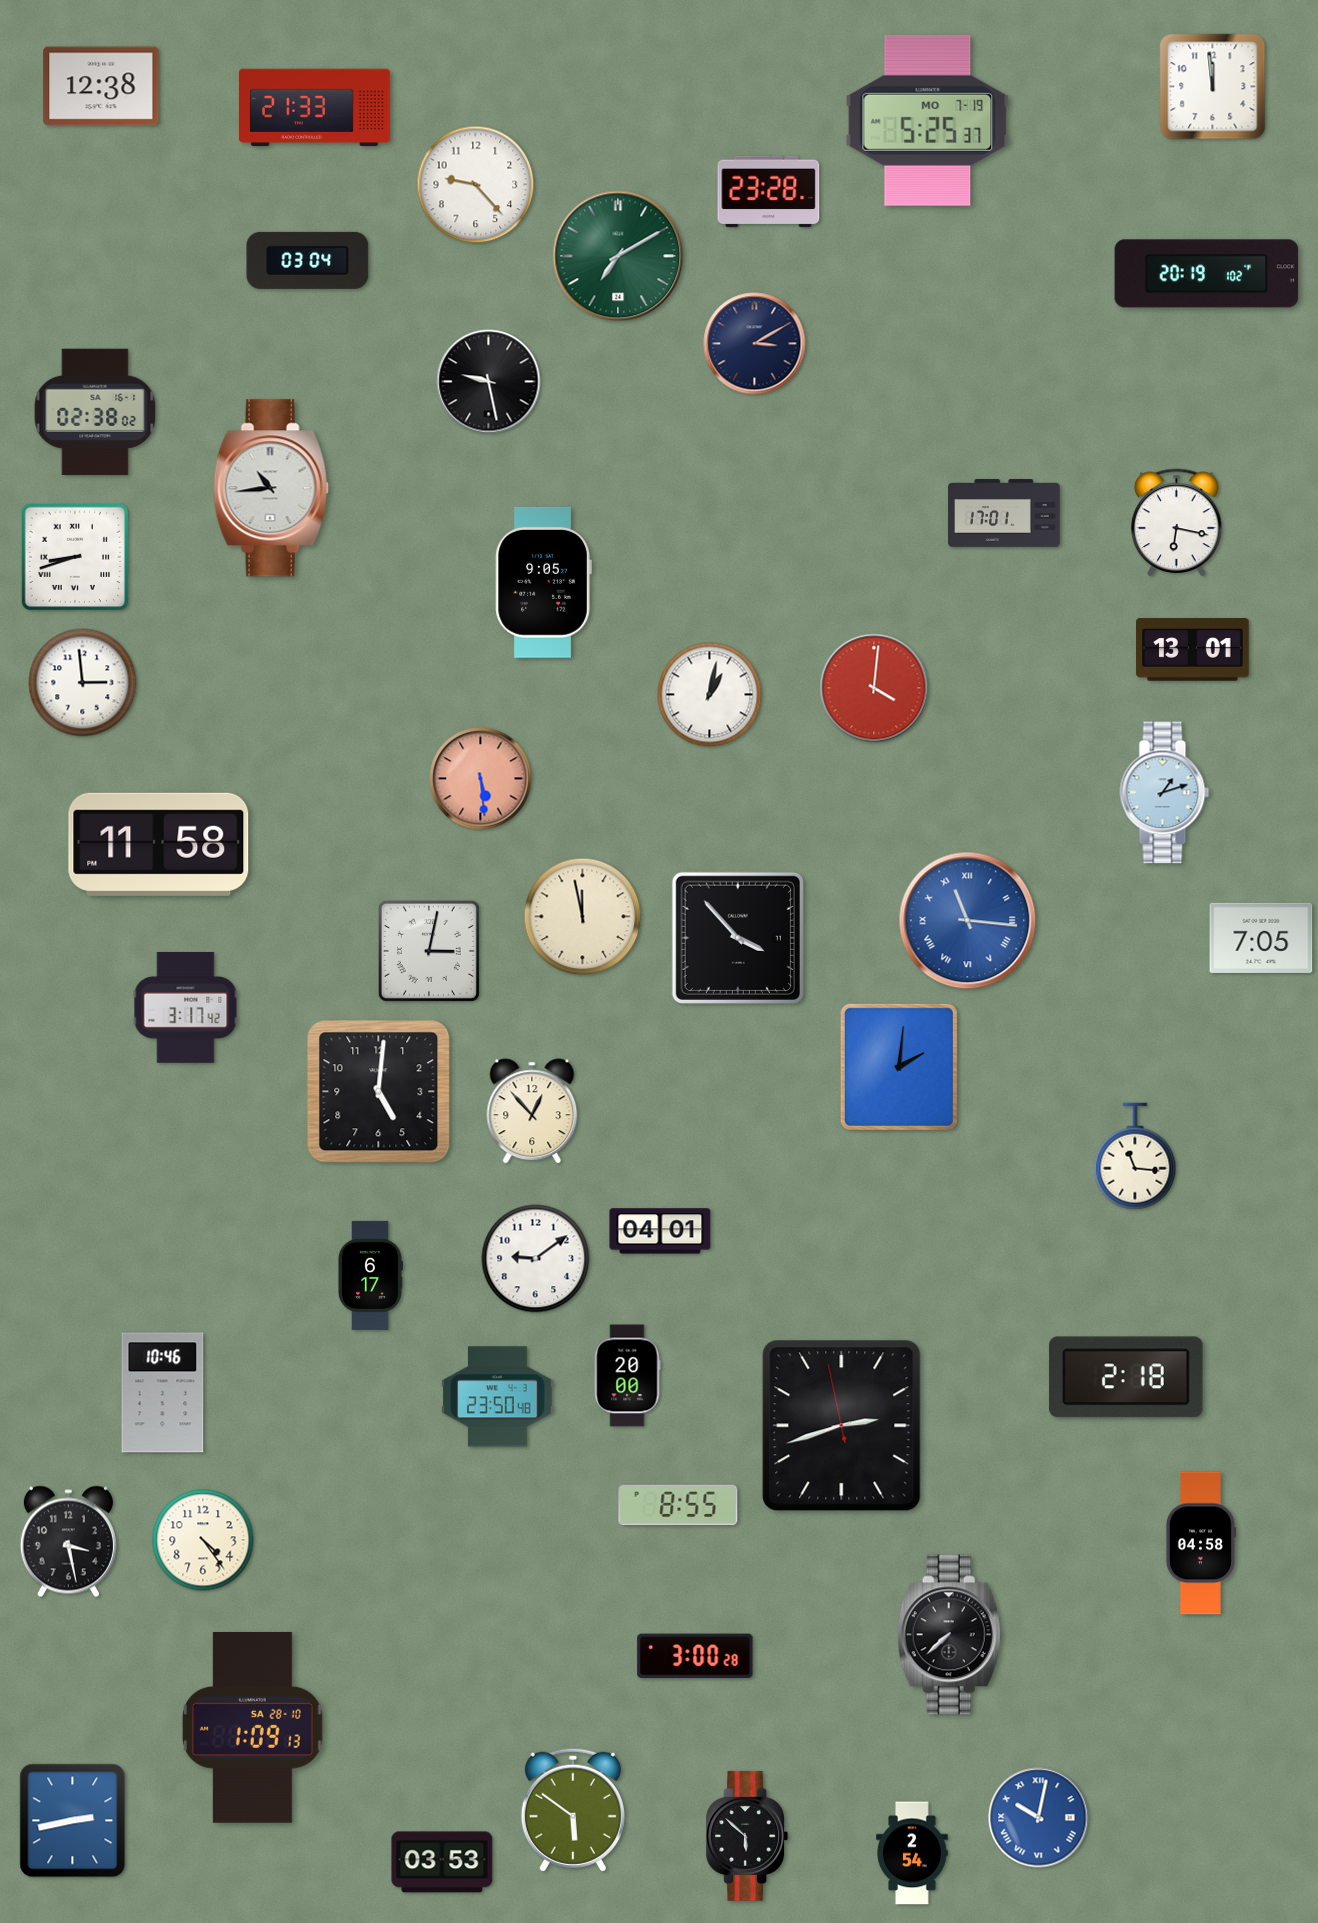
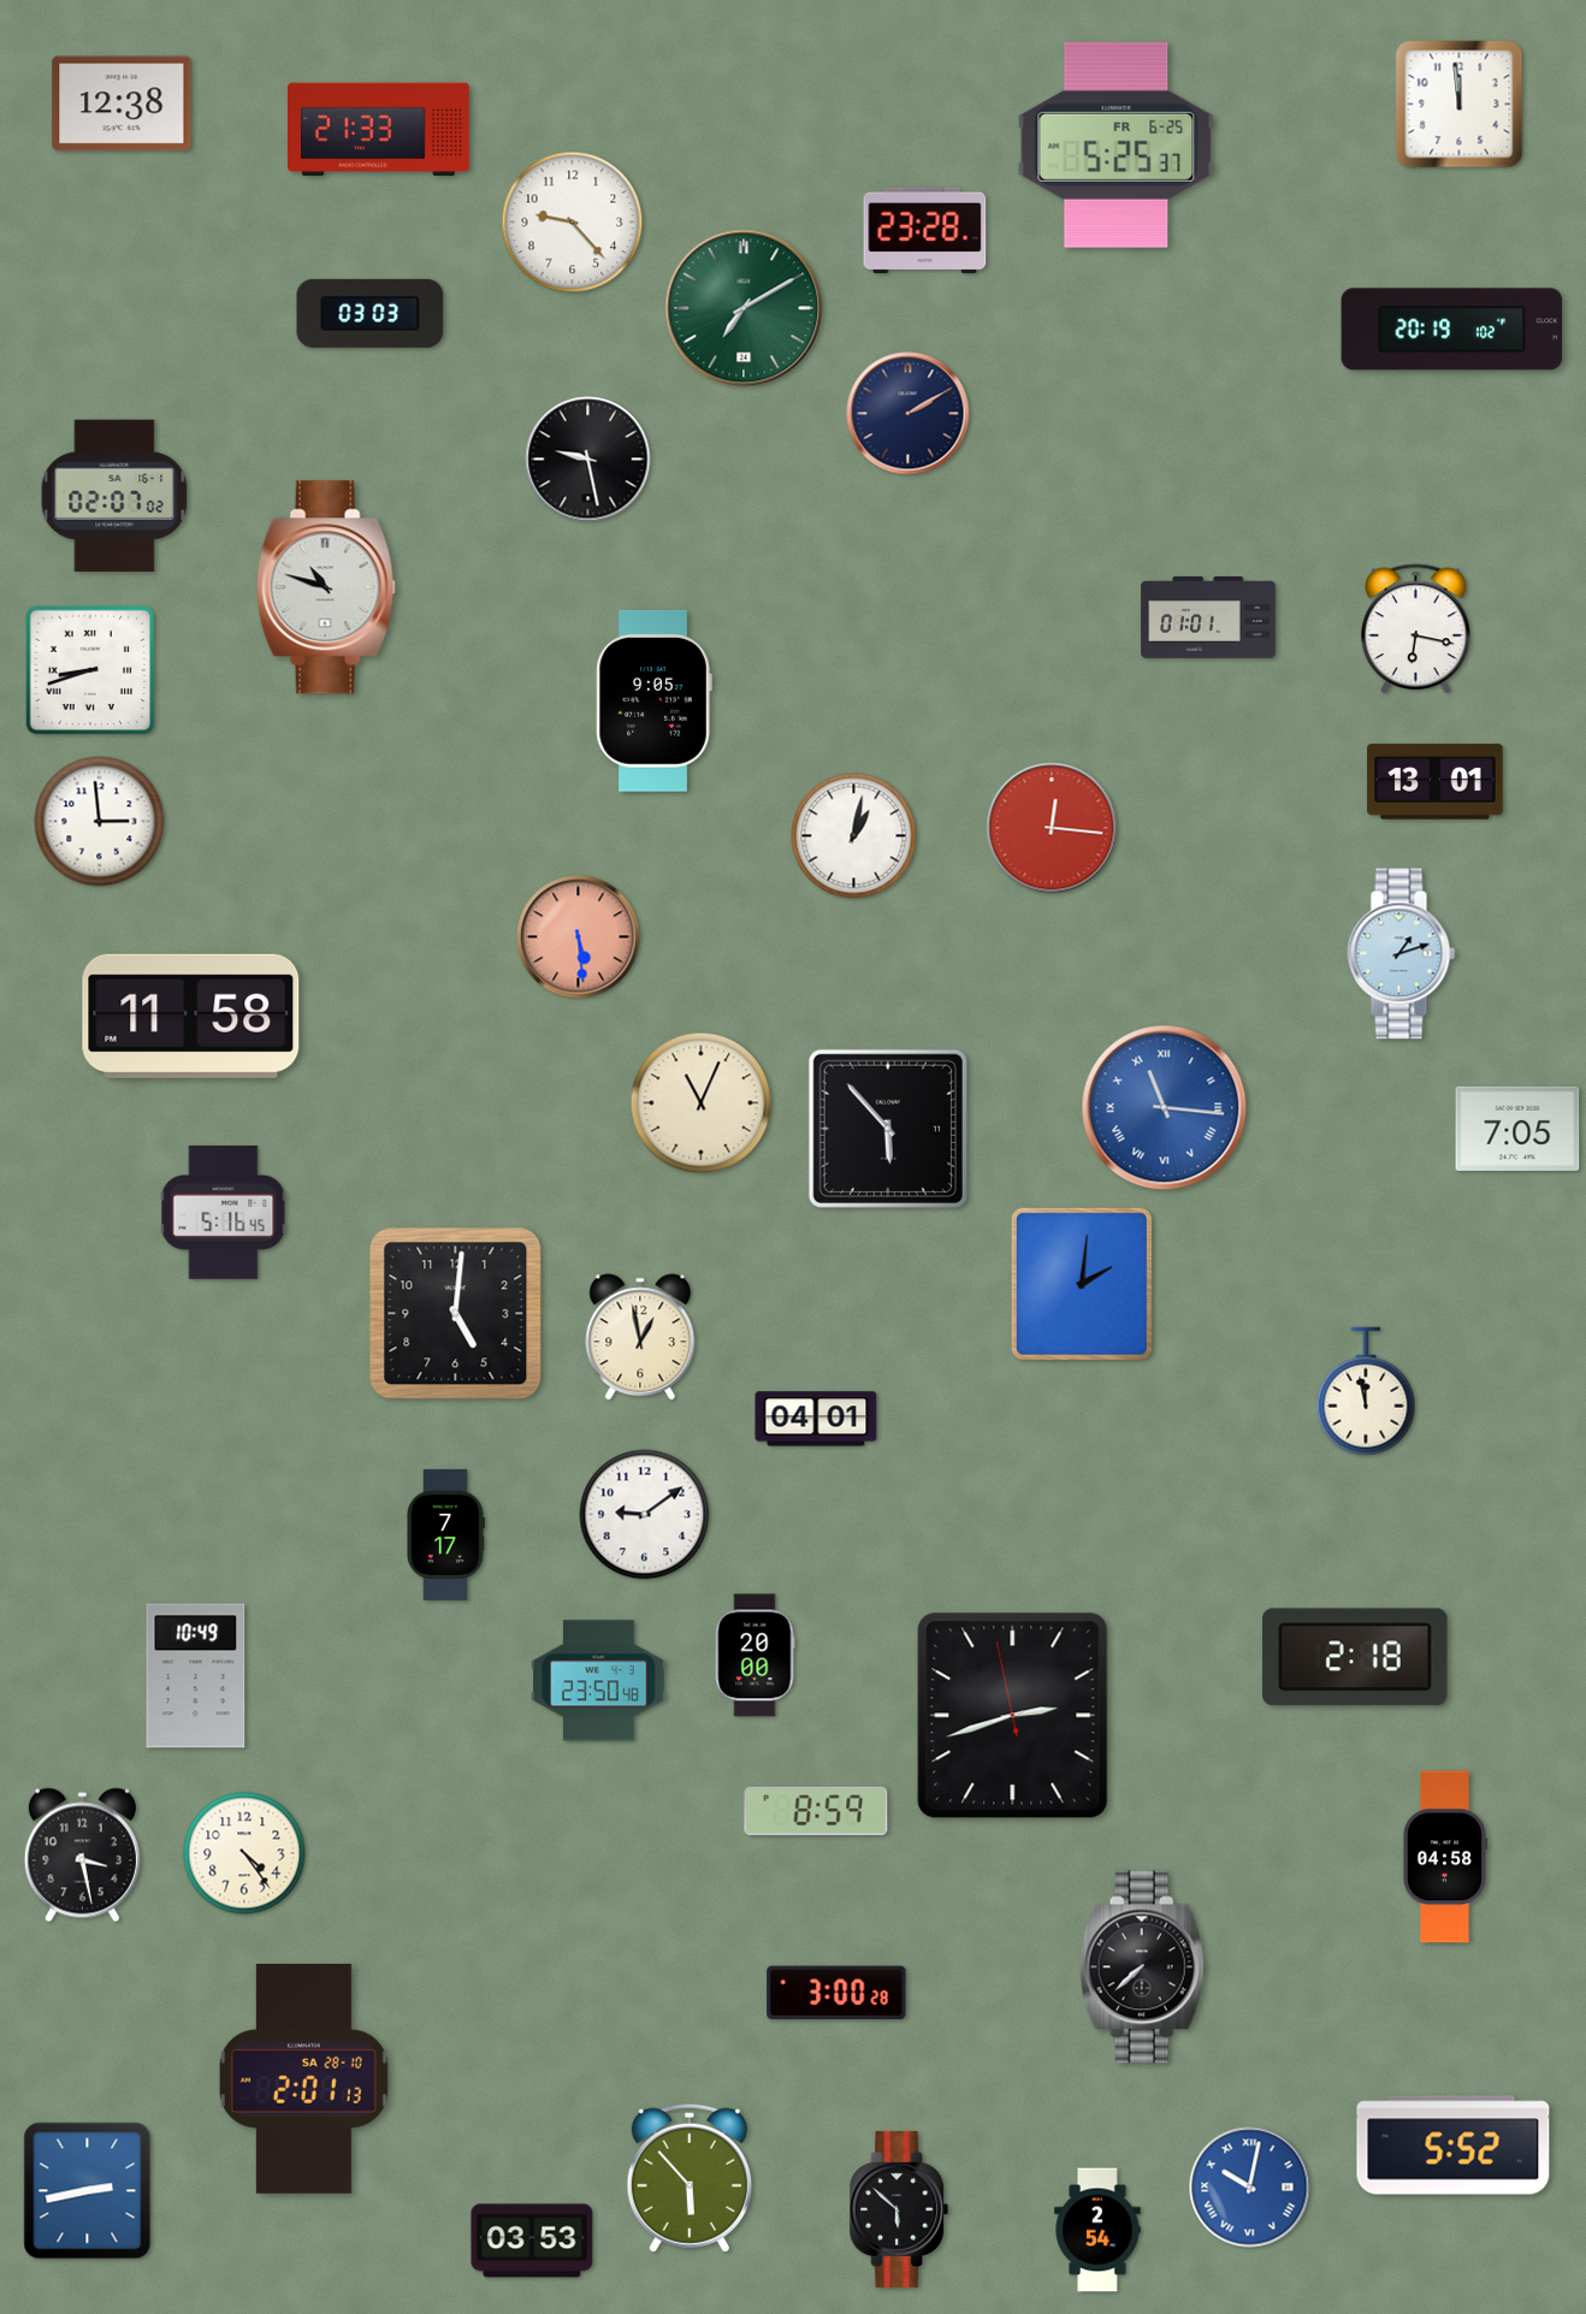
clock at (928, 120) date: MO 7-19 -> FR 6-25
clock at (308, 260): 03:04 -> 03:03
clock at (755, 344): 3:10 -> 2:10
clock at (95, 411): 02:38 -> 02:07
clock at (271, 488): 10:44 -> 10:48
clock at (1004, 513): 17:01 -> 01:01
clock at (874, 688): 4:01 -> 12:16
clock at (583, 917): 11:58 -> 11:04
clock at (738, 938): 3:53 -> 5:53
clock at (429, 951): 3:02 -> none
clock at (186, 1007): 3:17 -> 5:16
clock at (532, 1111): 12:53 -> 12:58
clock at (1135, 1156): 11:16 -> 11:58
clock at (660, 1231) position: (660, 1231) -> (816, 1419)
clock at (371, 1275): 6:17 -> 7:17
clock at (163, 1393): 10:46 -> 10:49
clock at (678, 1505): 8:55 -> 8:59
clock at (252, 1727): 1:09 -> 2:01
clock at (1454, 2146): none -> 5:52
clock at (573, 1810): 5:51 -> 5:53
